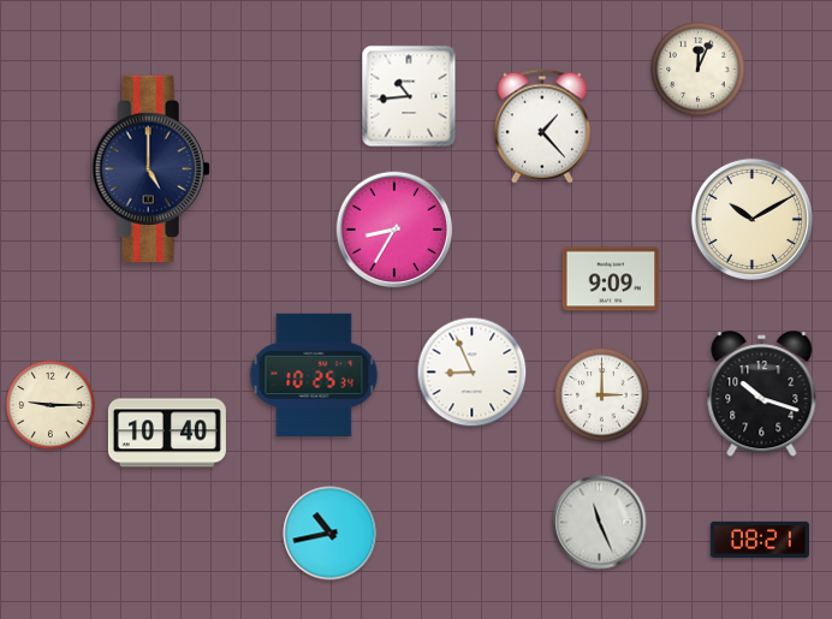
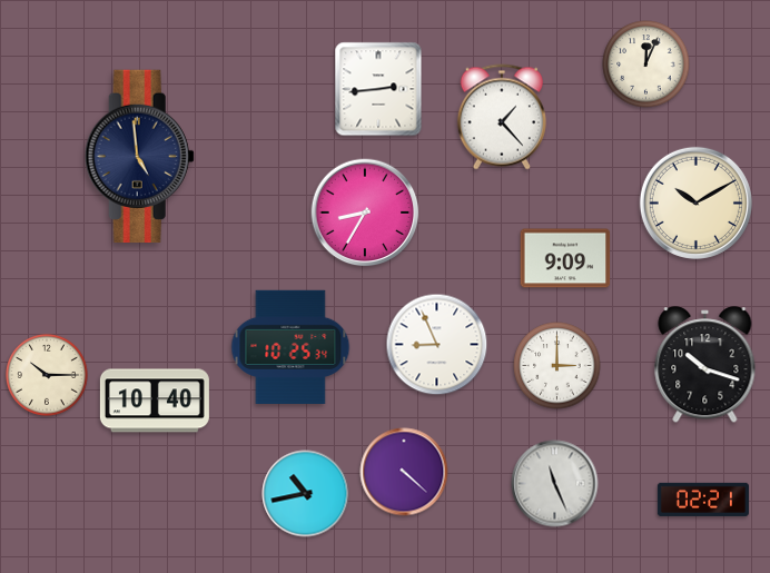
clock at (409, 96): 10:44 -> 2:44
clock at (150, 169): 5:00 -> 4:59
clock at (52, 406): 9:15 -> 10:15
clock at (404, 472): none -> 4:22
clock at (760, 540): 08:21 -> 02:21
